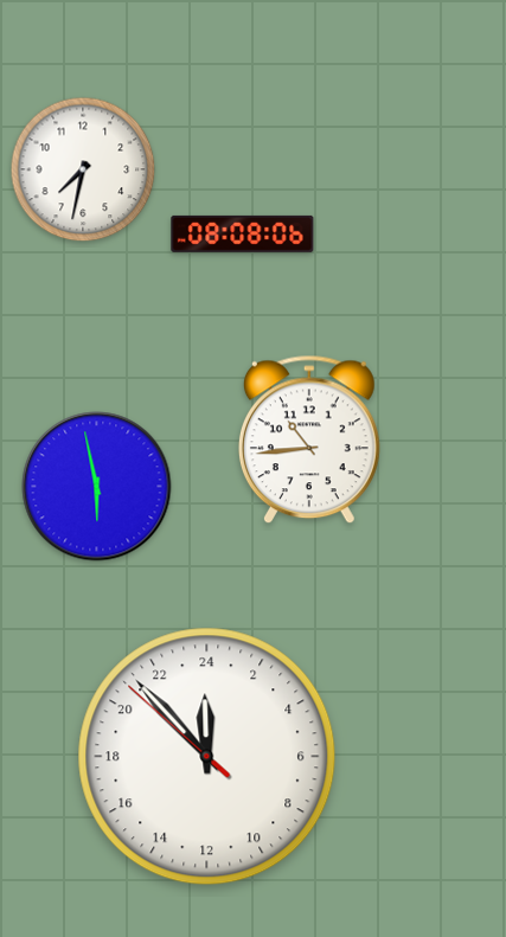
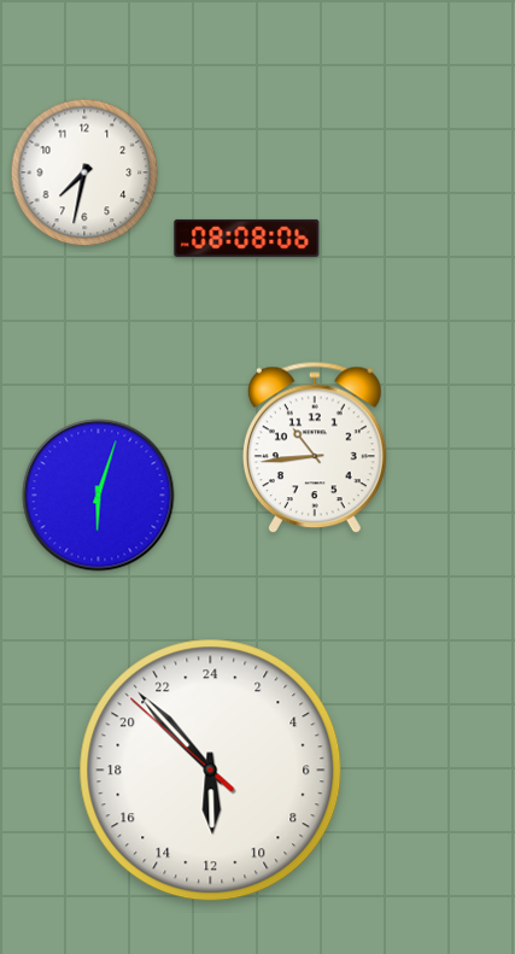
clock at (97, 487): 5:58 -> 6:03
clock at (207, 757): 23:52 -> 11:52
